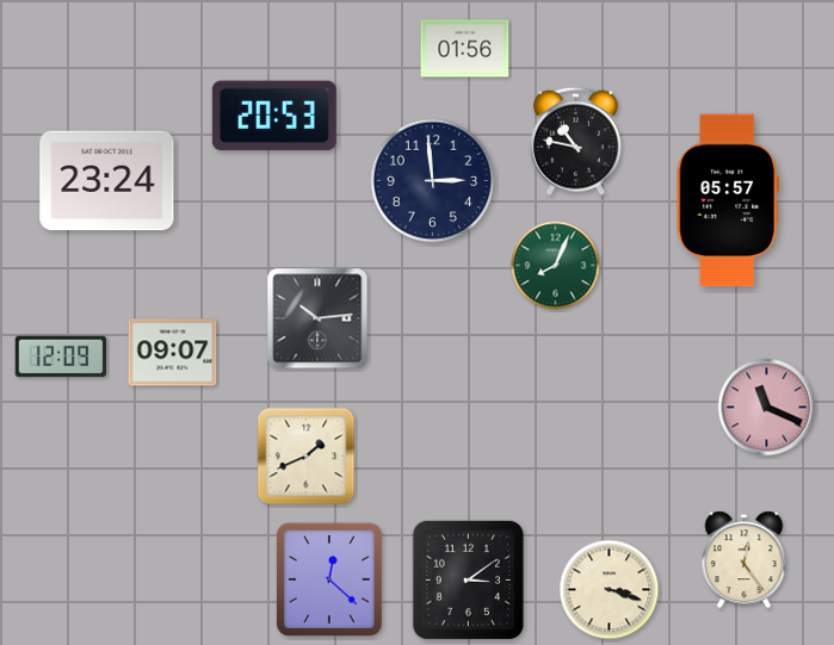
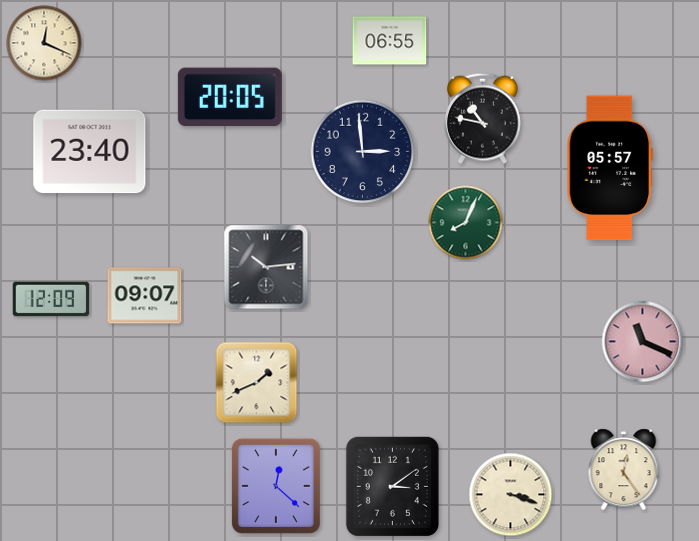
clock at (465, 49): 01:56 -> 06:55
clock at (44, 43): none -> 12:19
clock at (274, 116): 20:53 -> 20:05
clock at (107, 181): 23:24 -> 23:40
